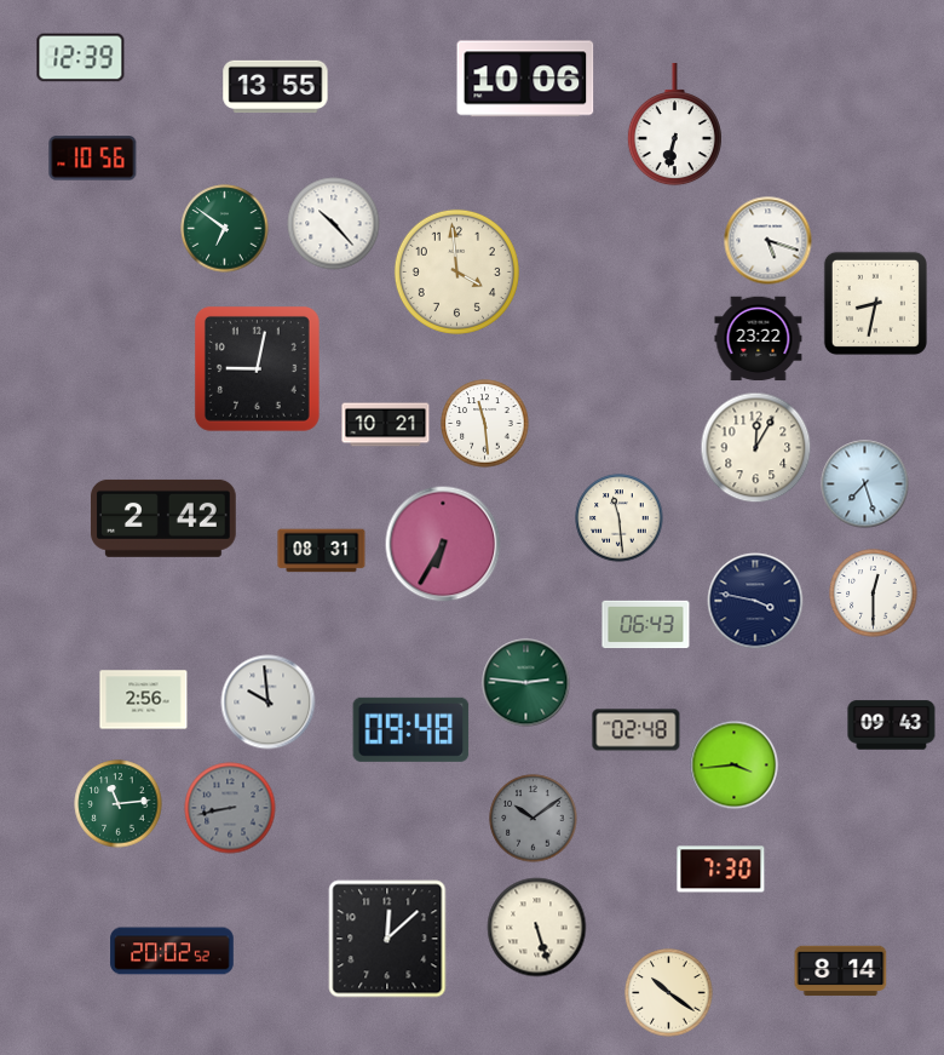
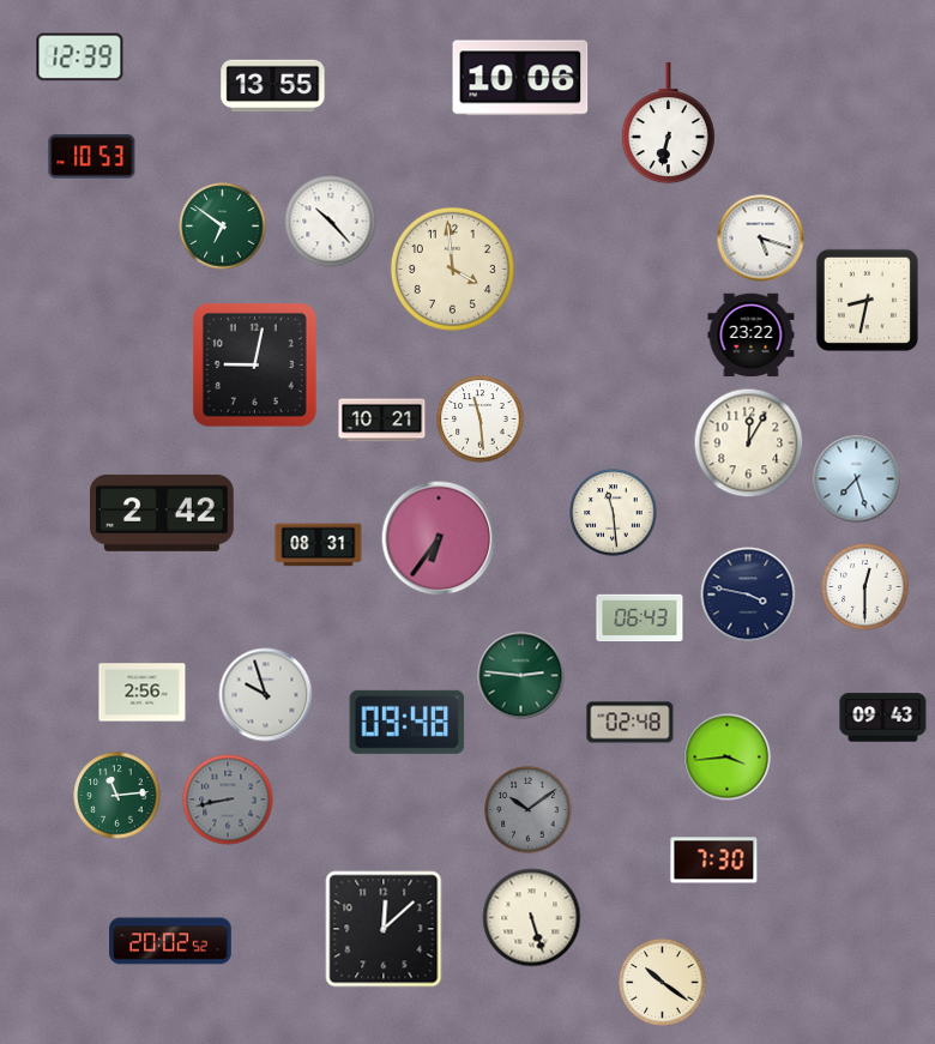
clock at (93, 159): 10:56 -> 10:53
clock at (443, 544): 6:35 -> 6:36
clock at (269, 703): 9:59 -> 9:57
clock at (841, 971): 8:14 -> none
